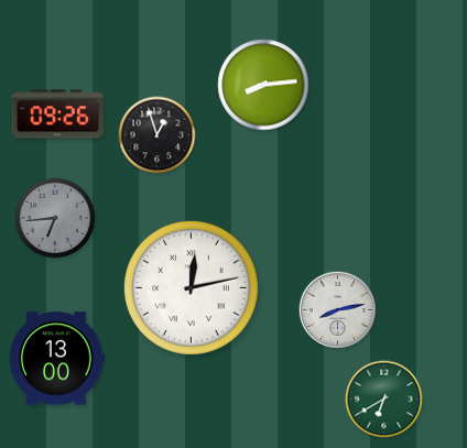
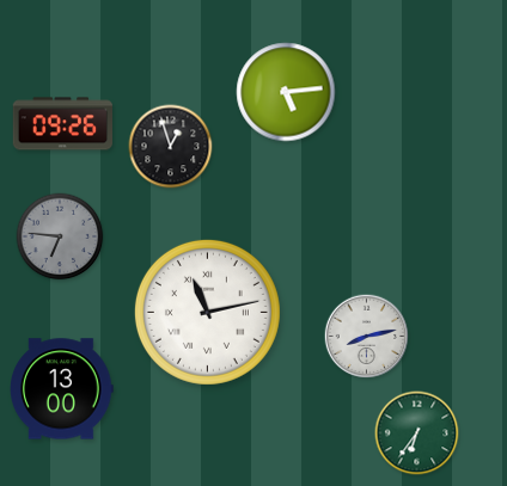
clock at (263, 85): 8:14 -> 5:14
clock at (55, 218): 6:44 -> 6:46
clock at (191, 287): 12:13 -> 11:13
clock at (384, 400): 6:40 -> 6:36
